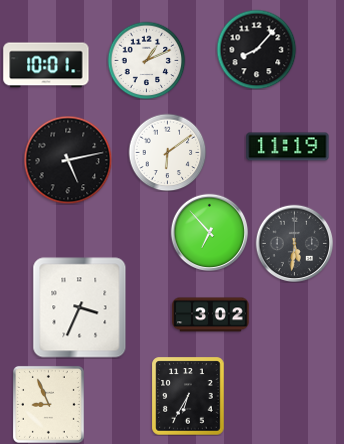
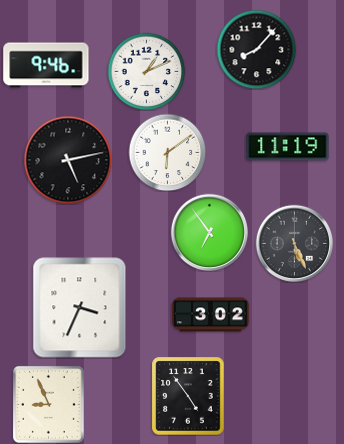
clock at (146, 60) position: (146, 60) -> (146, 71)
clock at (46, 65): 10:01 -> 9:46
clock at (209, 232): 6:53 -> 6:54
clock at (294, 243): 5:31 -> 5:26
clock at (188, 396): 6:35 -> 4:54
